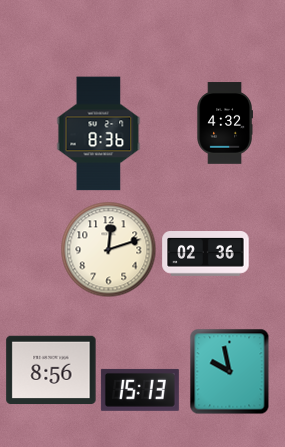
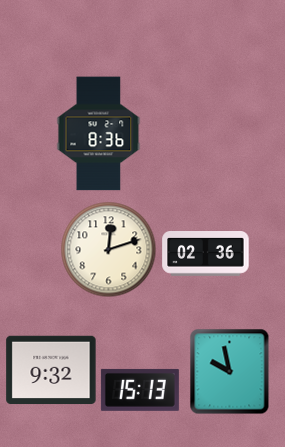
clock at (224, 123): 4:32 -> none
clock at (51, 370): 8:56 -> 9:32
